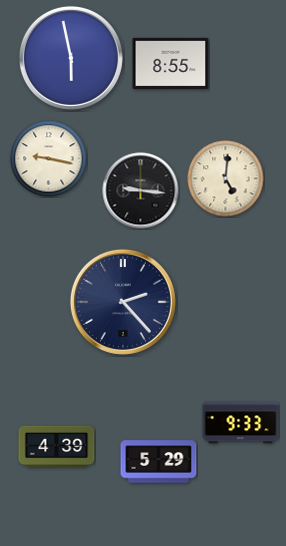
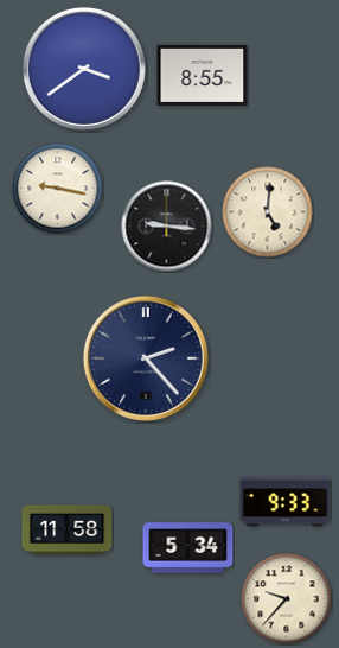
clock at (71, 58): 5:58 -> 3:39
clock at (57, 447): 4:39 -> 11:58
clock at (159, 462): 5:29 -> 5:34
clock at (287, 599): none -> 9:37
